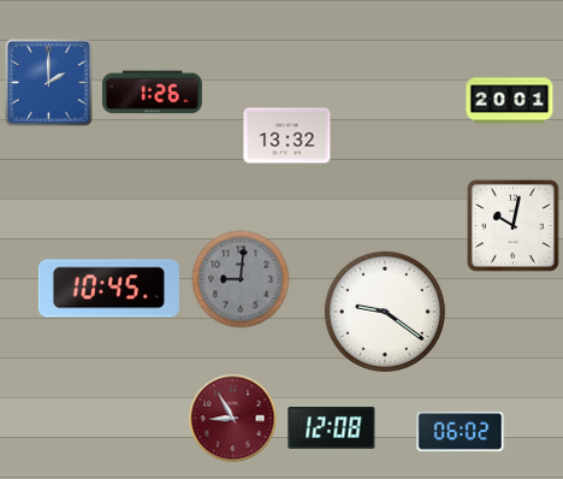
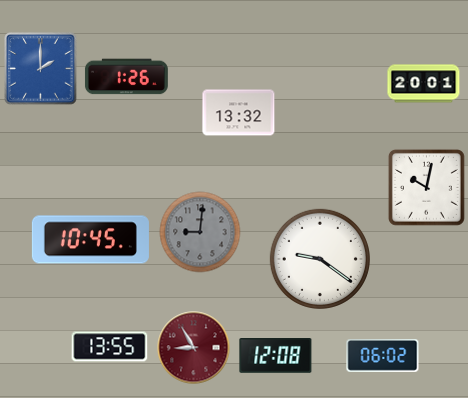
clock at (110, 347): none -> 13:55
clock at (461, 432) position: (461, 432) -> (383, 356)
